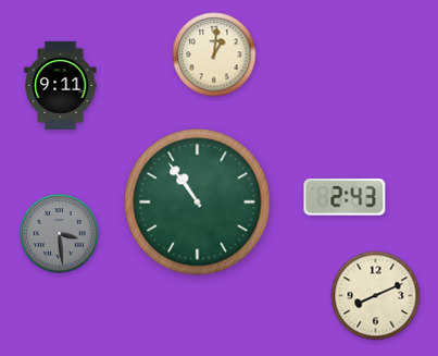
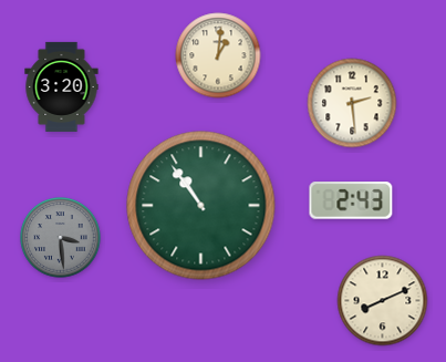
clock at (61, 85): 9:11 -> 3:20
clock at (352, 103): none -> 2:29
